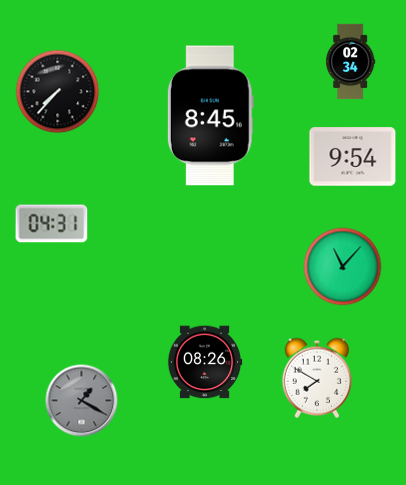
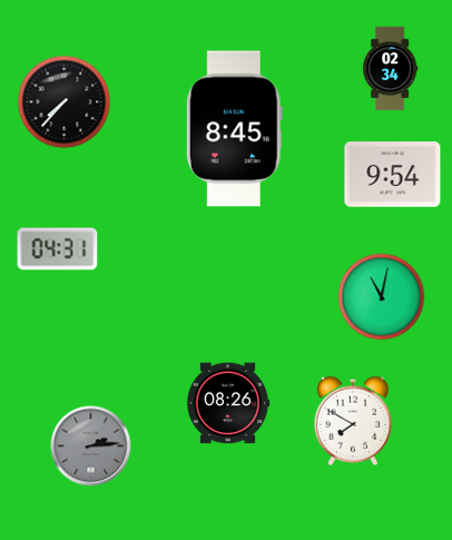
clock at (343, 267): 11:07 -> 11:02
clock at (82, 401): 1:20 -> 2:14
